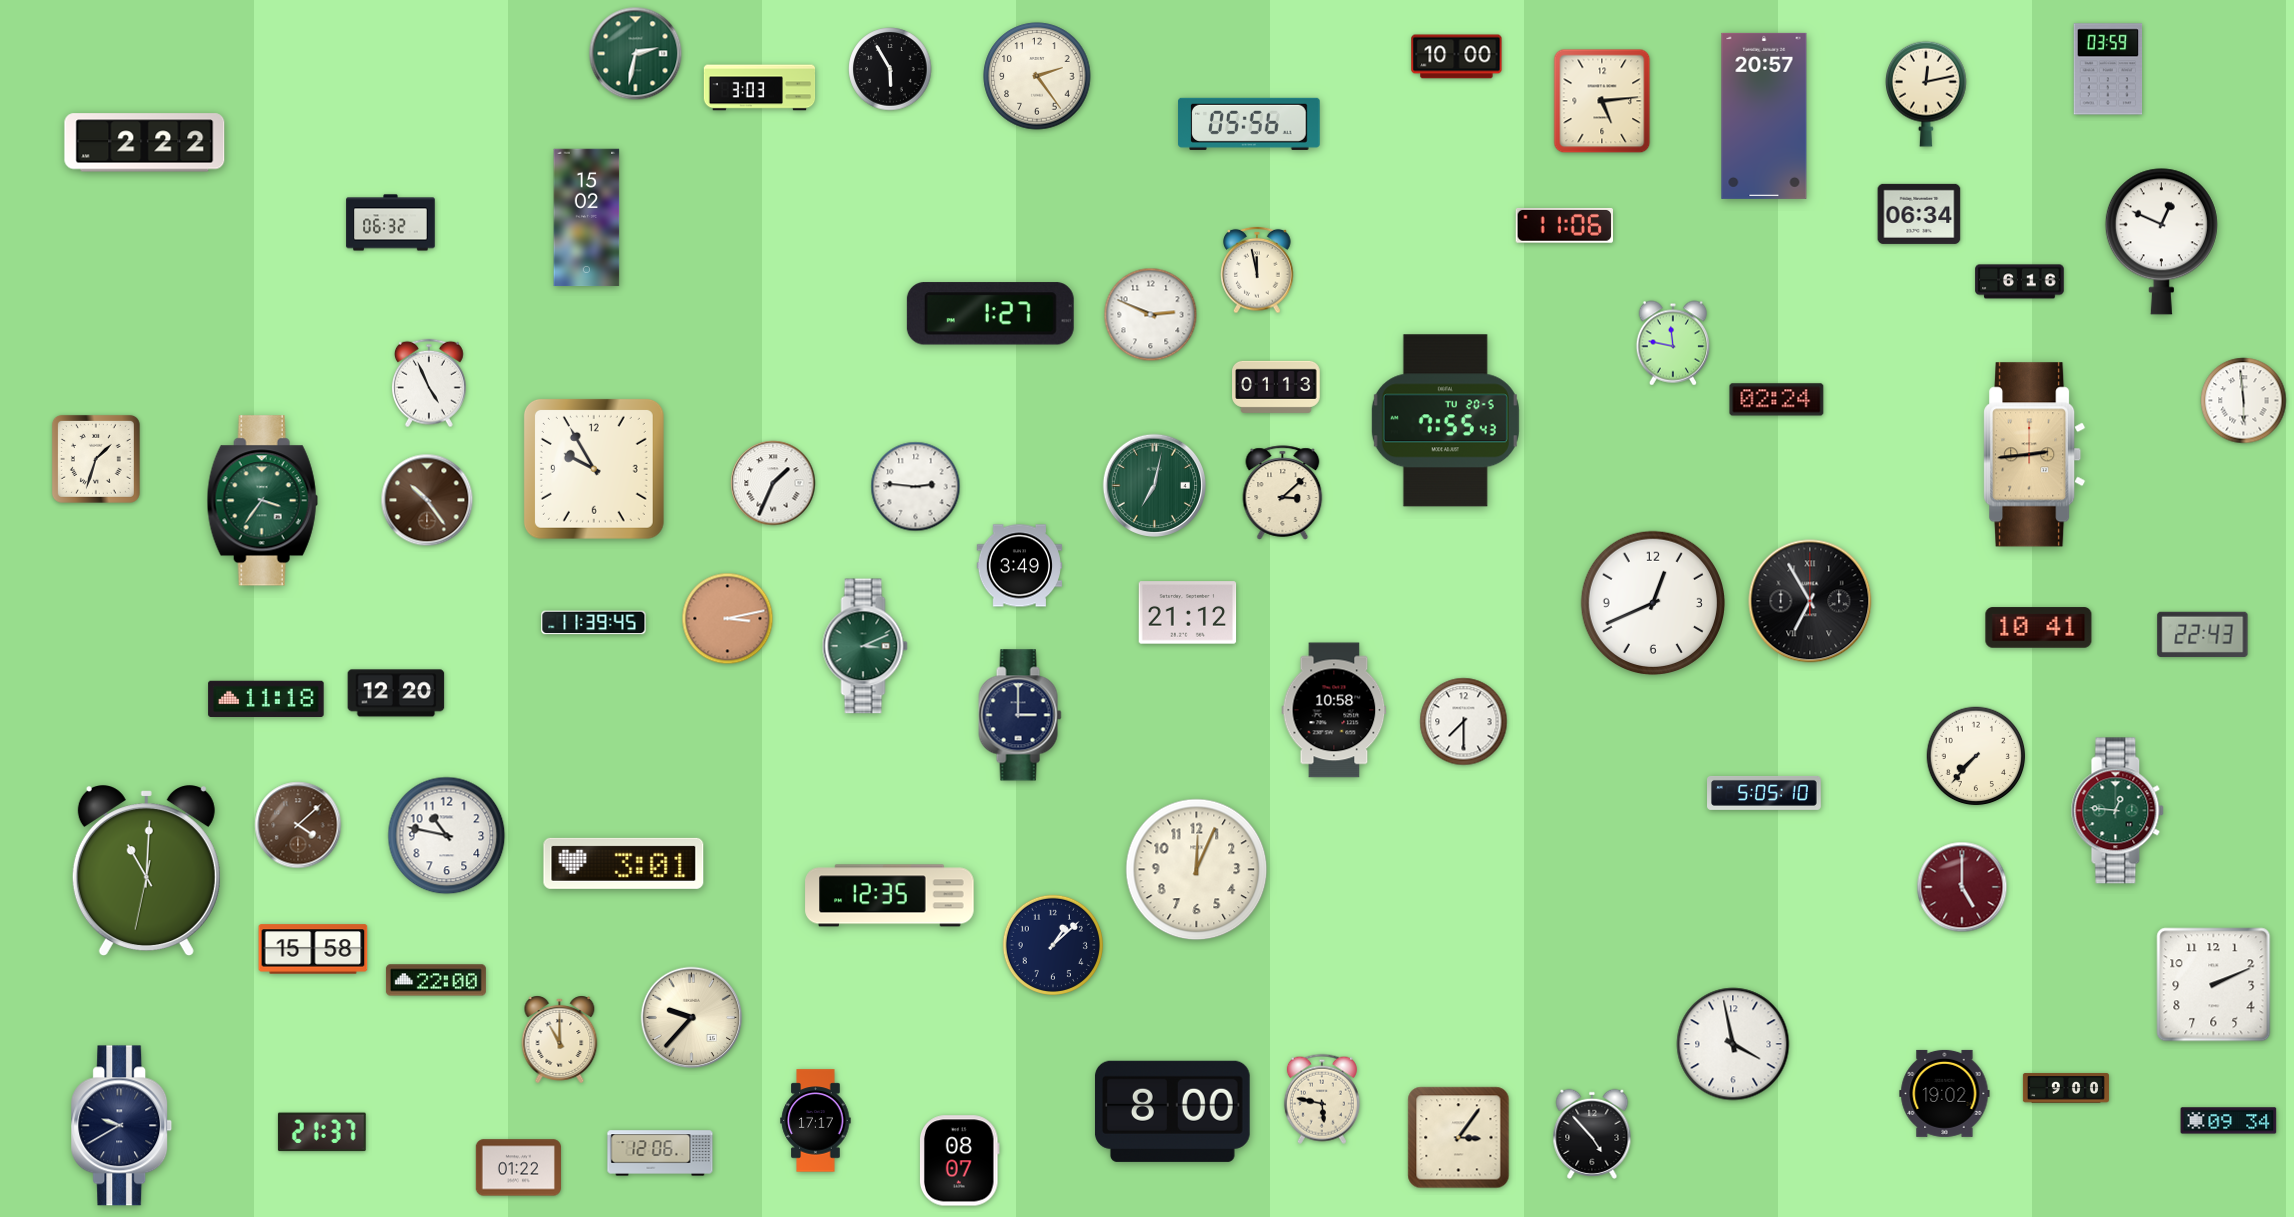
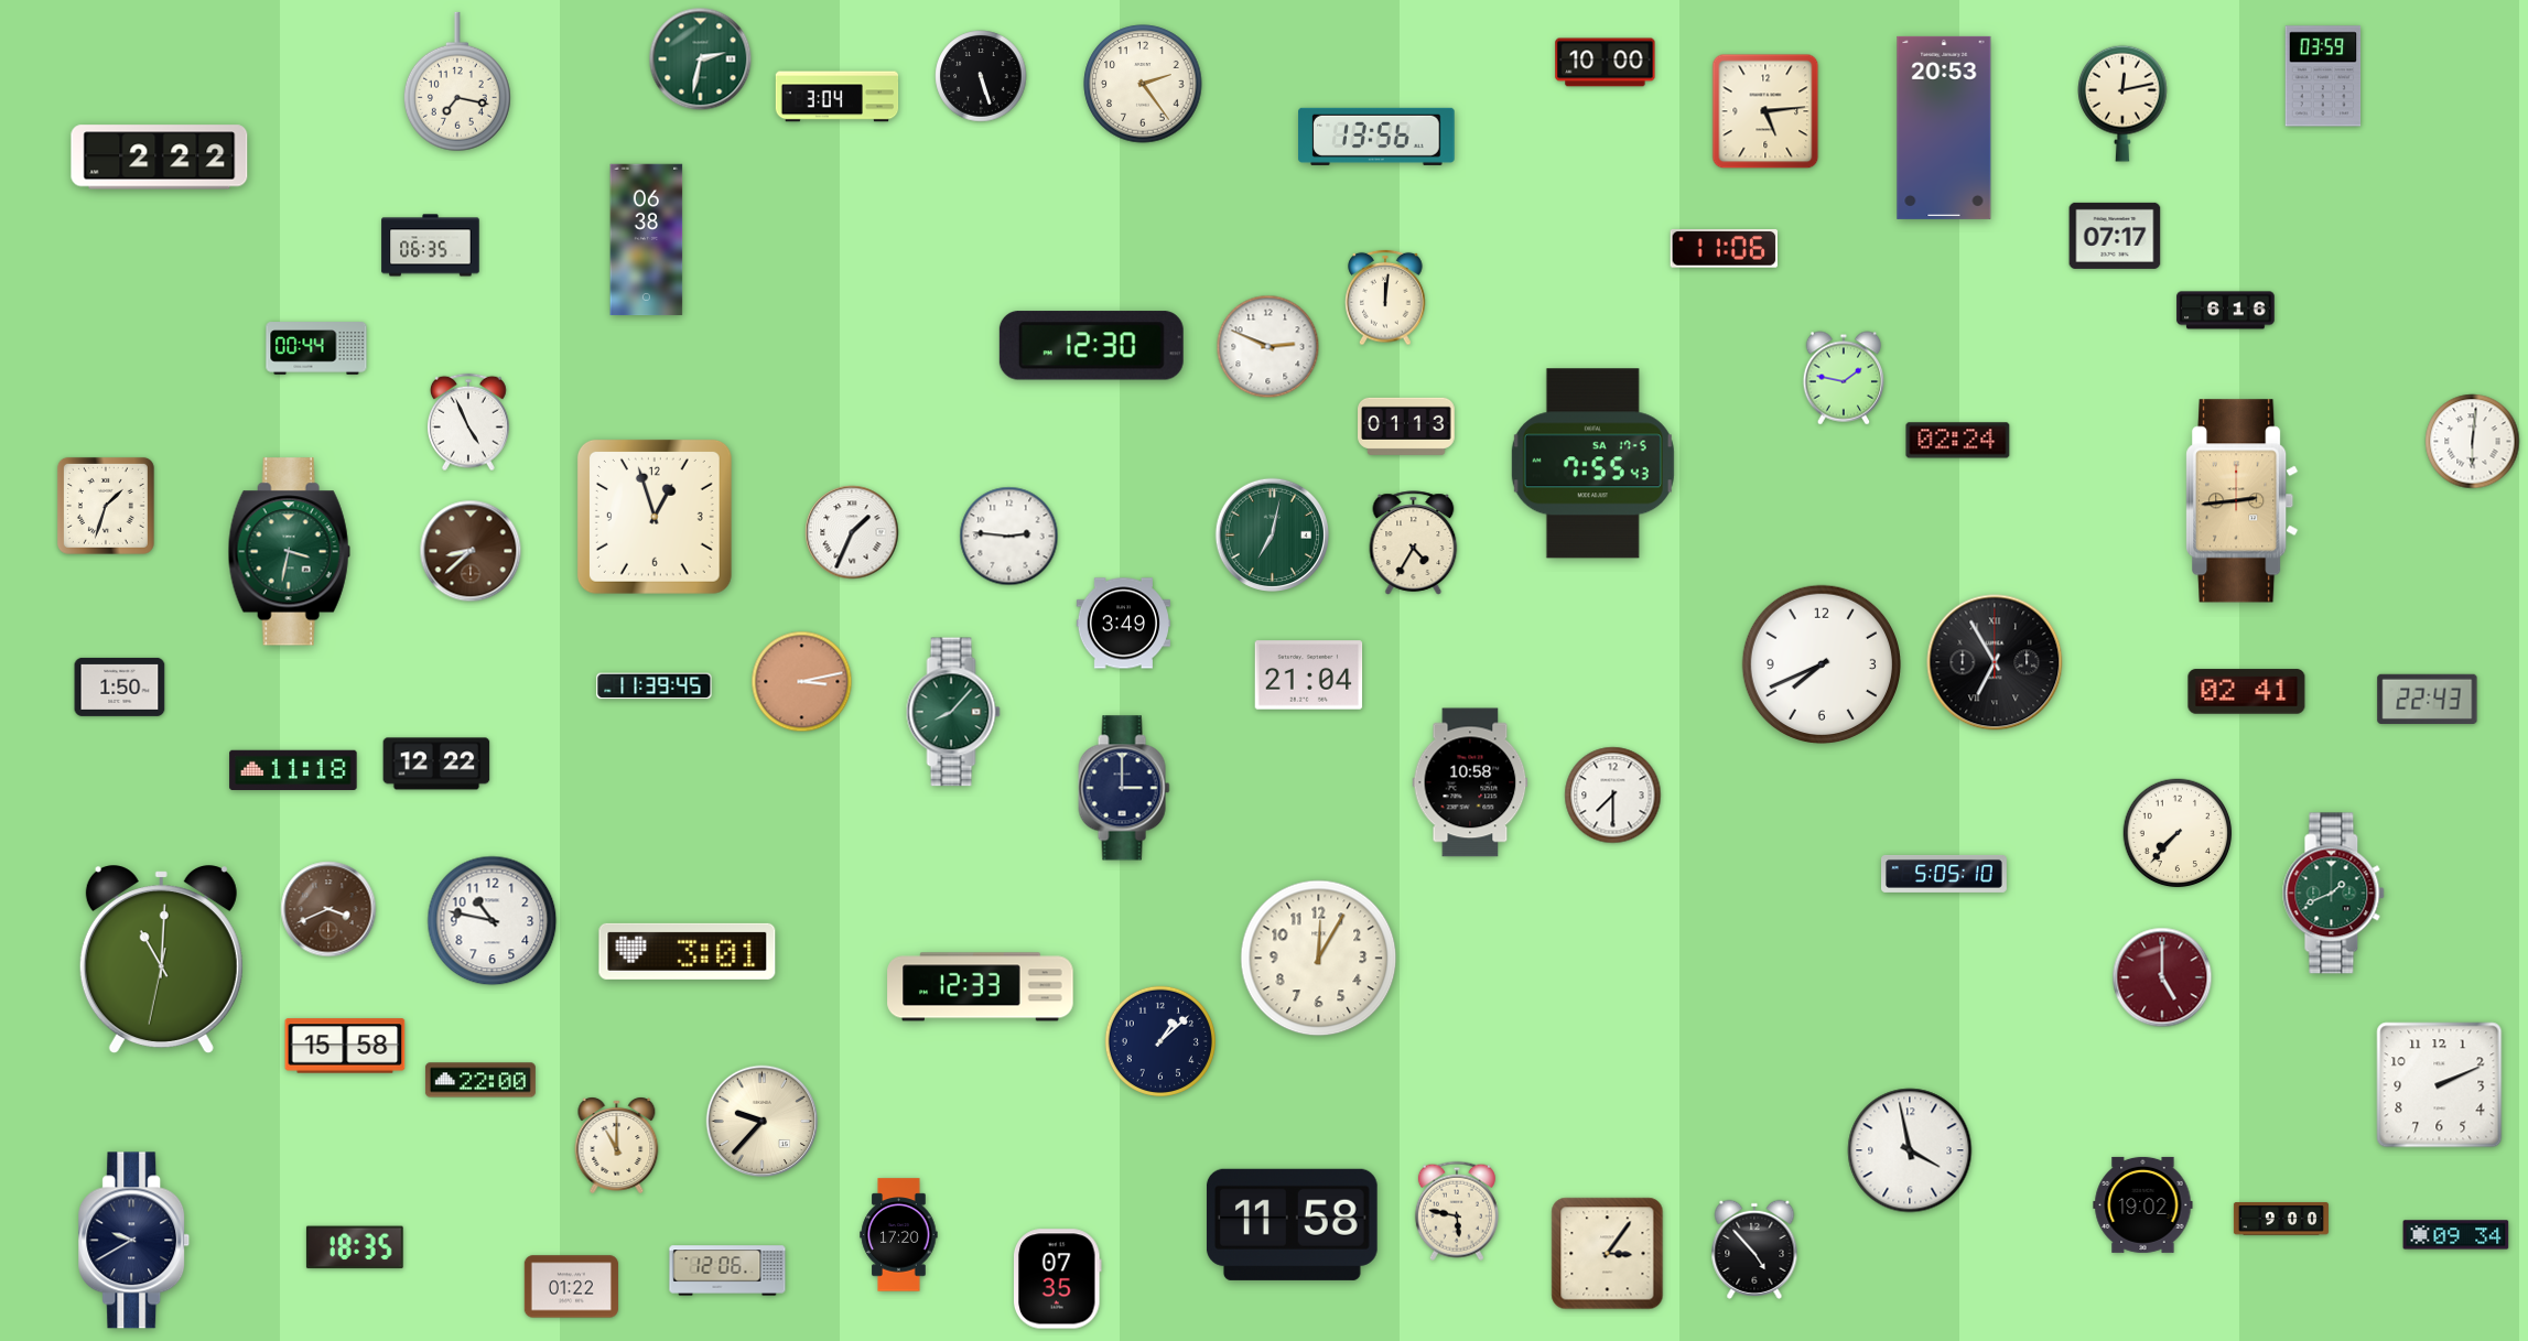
clock at (890, 69): 5:55 -> 5:27
clock at (457, 82): none -> 7:17
clock at (760, 88): 3:03 -> 3:04
clock at (1764, 116): 20:57 -> 20:53
clock at (1249, 124): 05:56 -> 13:56
clock at (1919, 214): 06:34 -> 07:17
clock at (587, 218): 15:02 -> 06:38
clock at (391, 223): 06:32 -> 06:35
clock at (2161, 242): 12:49 -> none
clock at (1257, 270): 11:58 -> 12:01
clock at (990, 314): 1:27 -> 12:30
clock at (316, 348): none -> 00:44
clock at (1673, 343): 11:47 -> 1:47
clock at (429, 383) position: (429, 383) -> (468, 422)
clock at (2244, 401): 5:59 -> 6:01
clock at (1445, 421) date: TU 20-5 -> SA 17-5
clock at (594, 469): 9:55 -> 12:57
clock at (1283, 493): 3:08 -> 4:35
clock at (427, 500): 10:24 -> 8:38
clock at (262, 501): 3:36 -> 3:32
clock at (1652, 602): 12:41 -> 7:41
clock at (1188, 613): 21:12 -> 21:04
clock at (120, 686): none -> 1:50
clock at (2039, 628): 10:41 -> 02:41
clock at (865, 646): 3:11 -> 8:07
clock at (396, 693): 12:20 -> 12:22
clock at (2118, 811): 12:46 -> 1:41
clock at (298, 825): 4:08 -> 3:41
clock at (1197, 870): 12:04 -> 12:05
clock at (890, 896): 12:35 -> 12:33
clock at (2066, 1088) position: (2066, 1088) -> (2281, 1219)
clock at (1172, 1111): 8:00 -> 11:58
clock at (816, 1121): 17:17 -> 17:20
clock at (322, 1132): 21:37 -> 18:35
clock at (960, 1161): 08:07 -> 07:35
